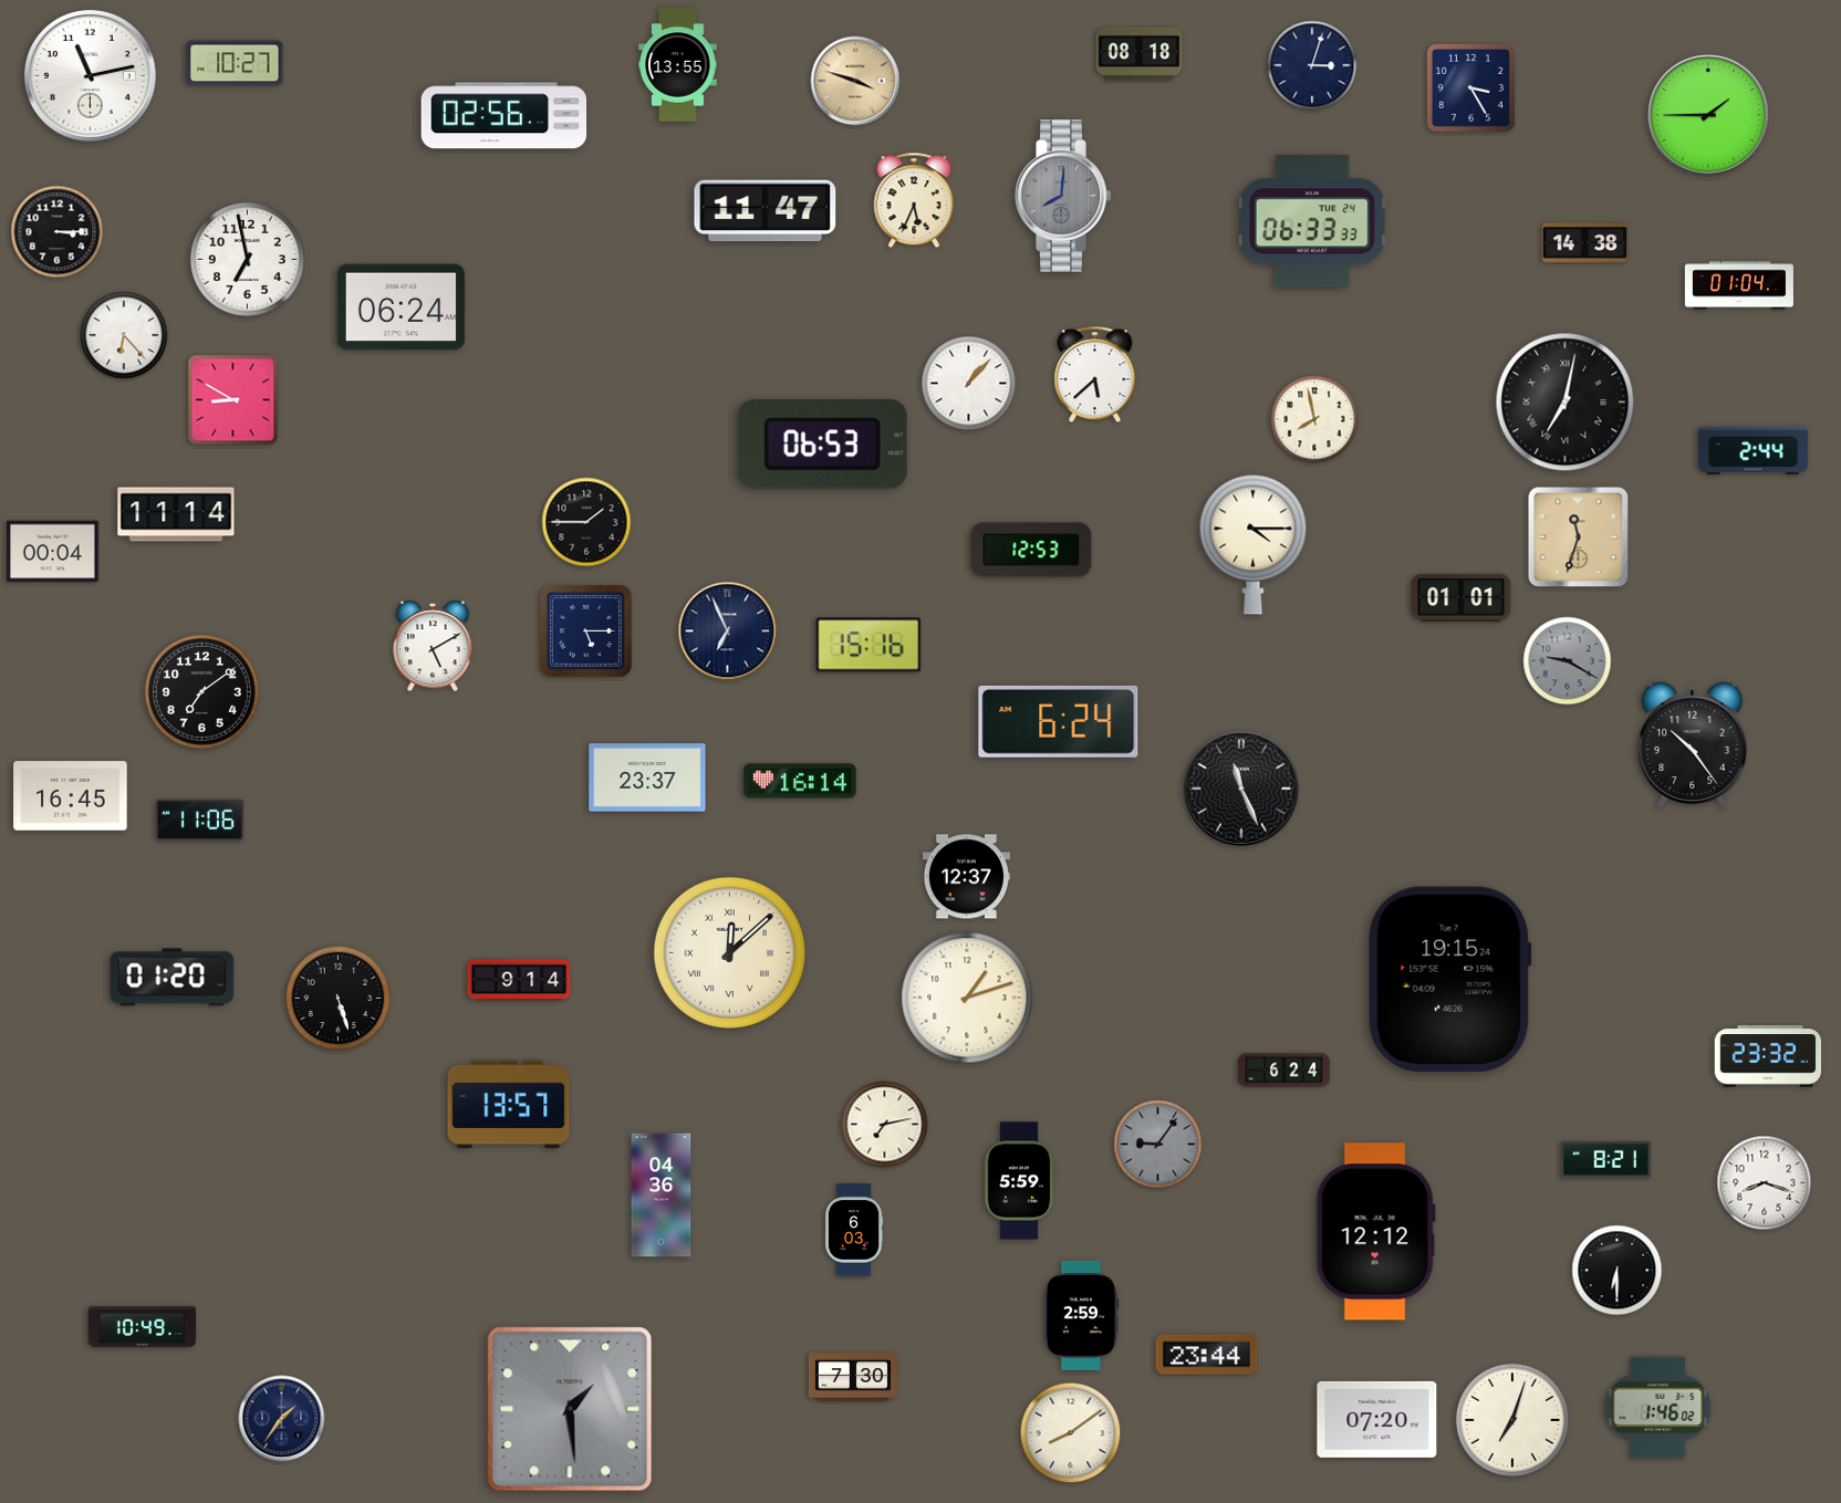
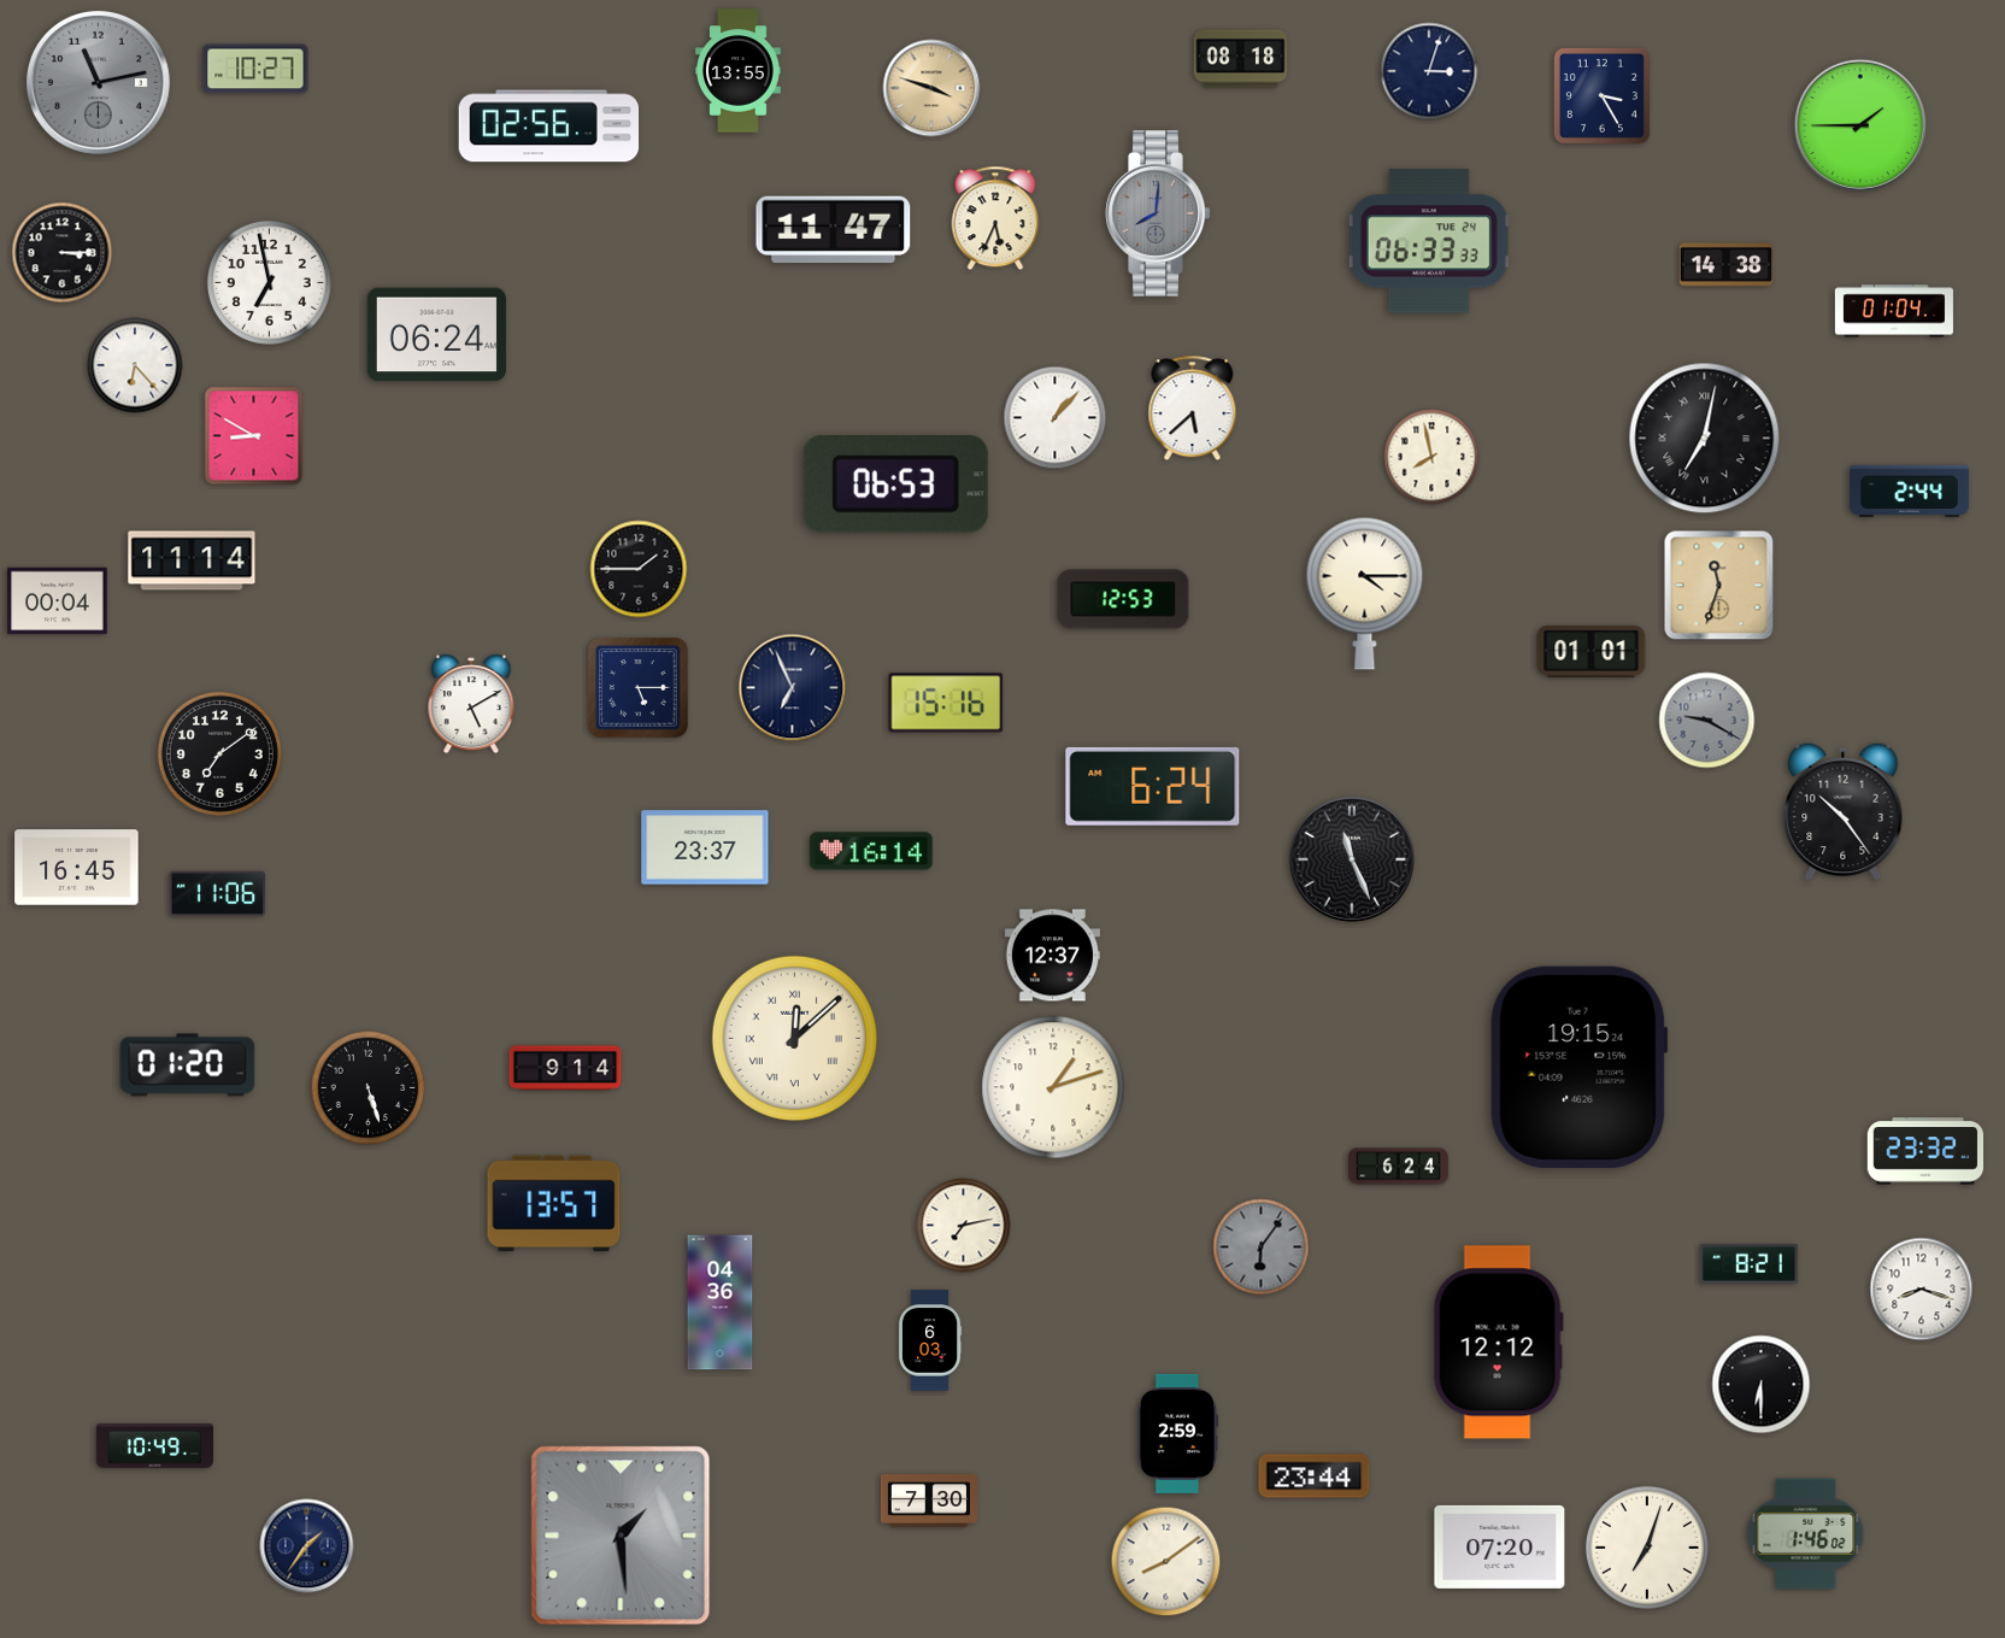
clock at (90, 75) dial: white -> grey
clock at (1158, 1145): 9:06 -> 6:06
clock at (1019, 1181): 5:59 -> none
